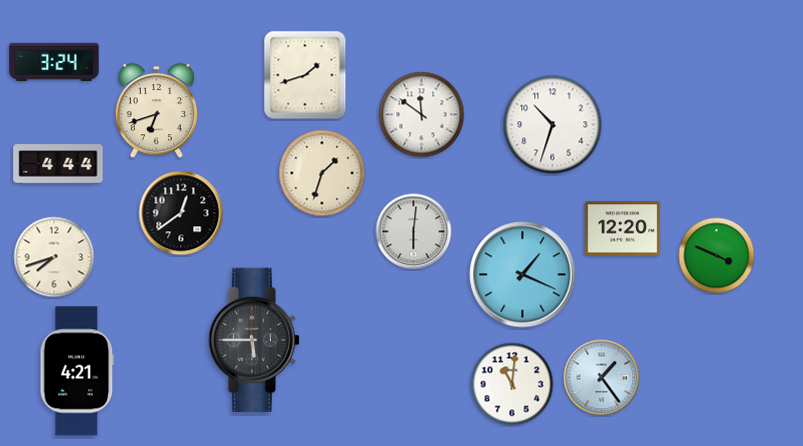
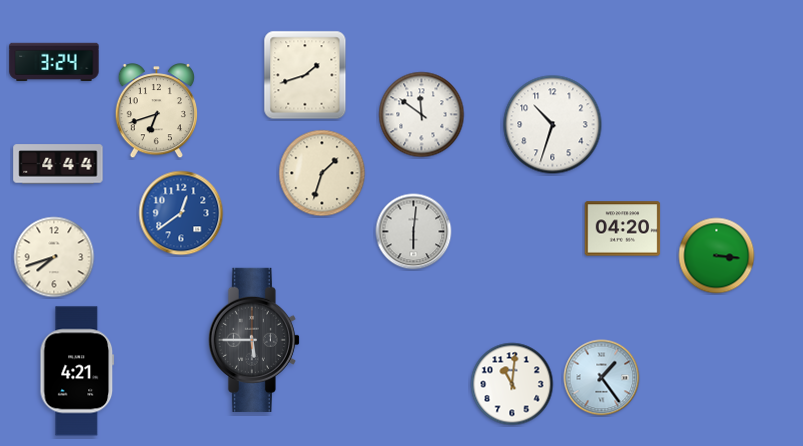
clock at (181, 213) dial: black -> blue
clock at (623, 229): 12:20 -> 04:20
clock at (717, 256): 3:49 -> 3:16
clock at (523, 275): 1:19 -> none
